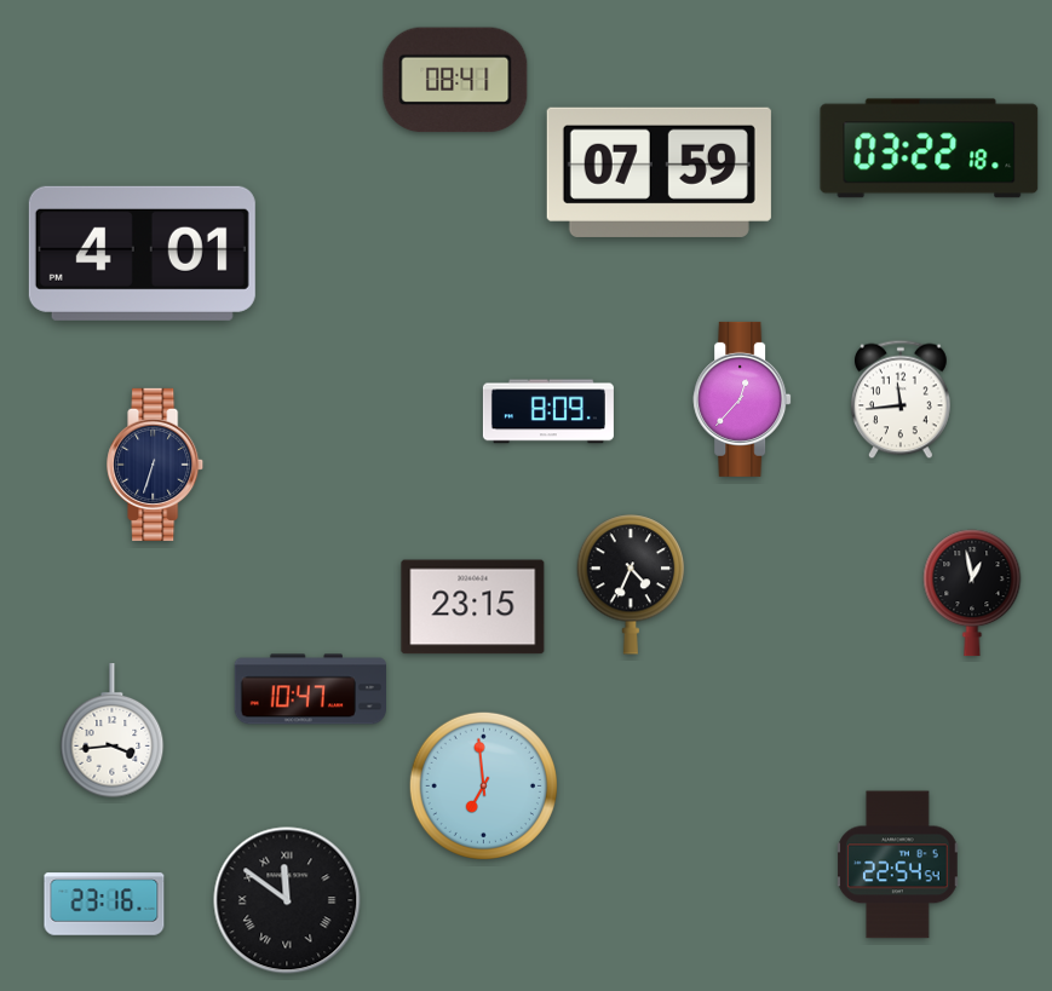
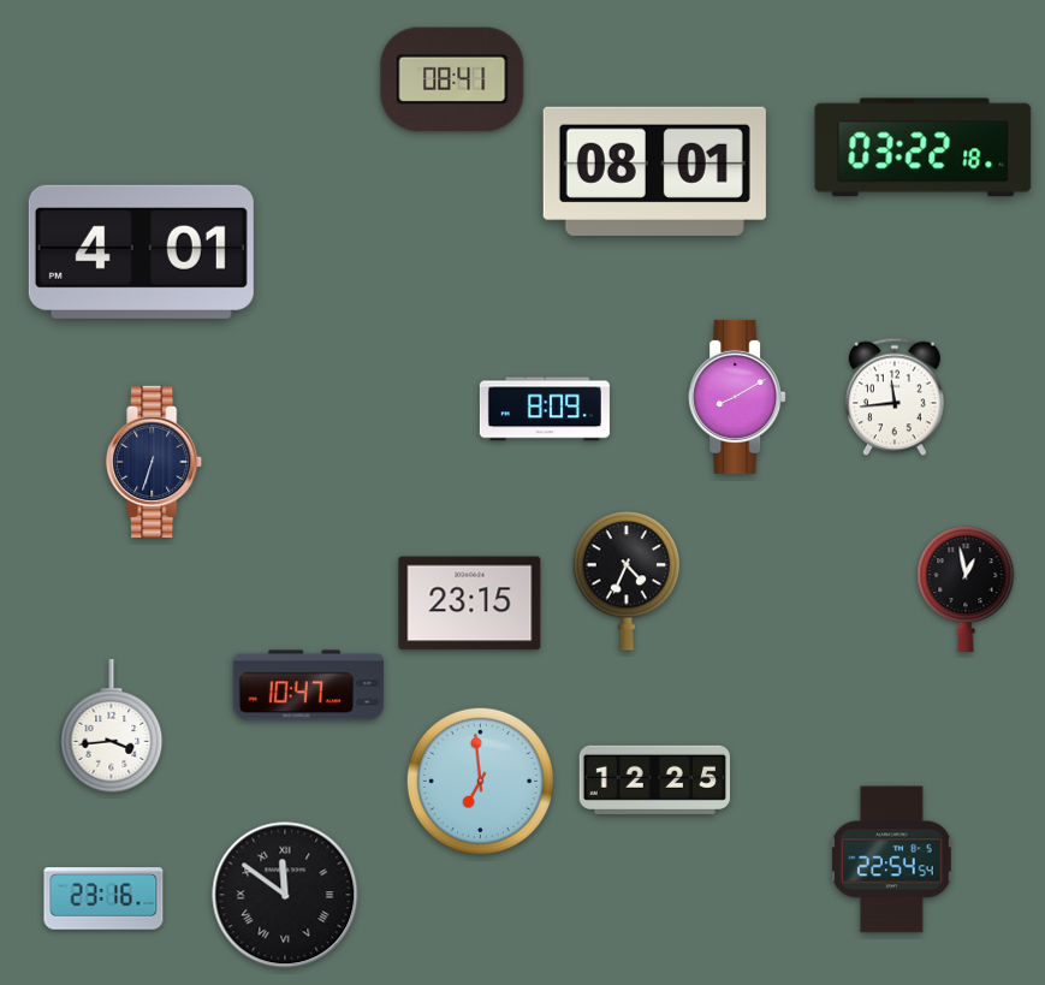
clock at (659, 172): 07:59 -> 08:01
clock at (742, 399): 12:37 -> 8:10
clock at (654, 779): none -> 12:25
